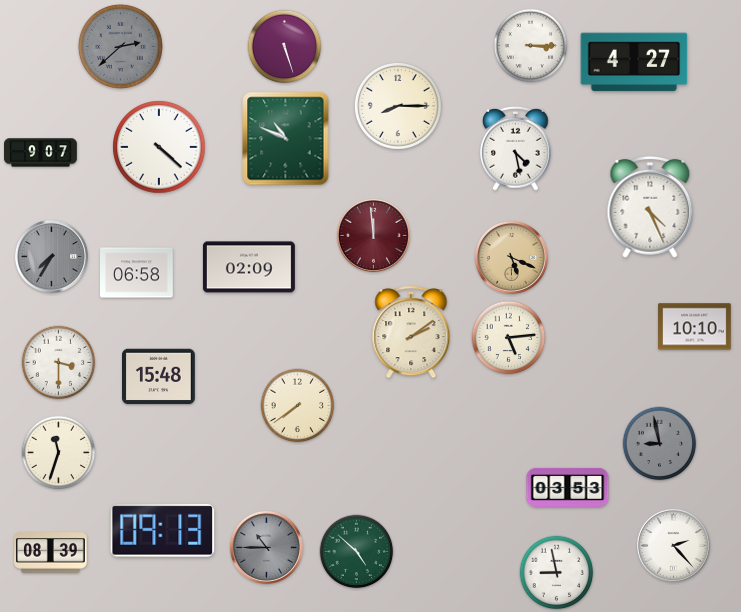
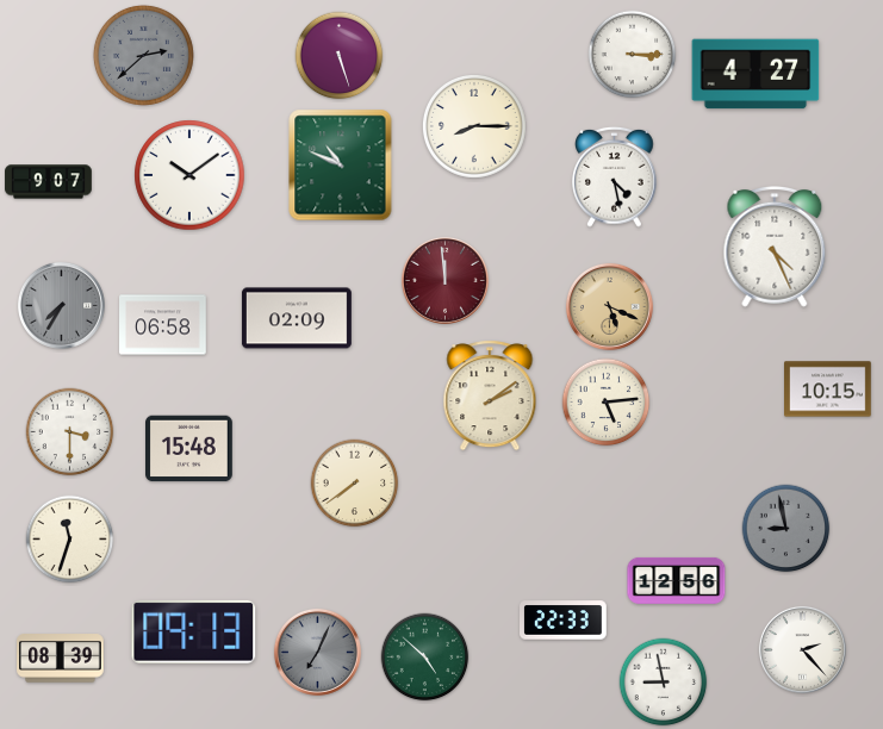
clock at (159, 147): 4:22 -> 10:09
clock at (695, 327): 10:10 -> 10:15
clock at (568, 487): 03:53 -> 12:56
clock at (564, 621): none -> 22:33
clock at (266, 547): 10:45 -> 7:04
